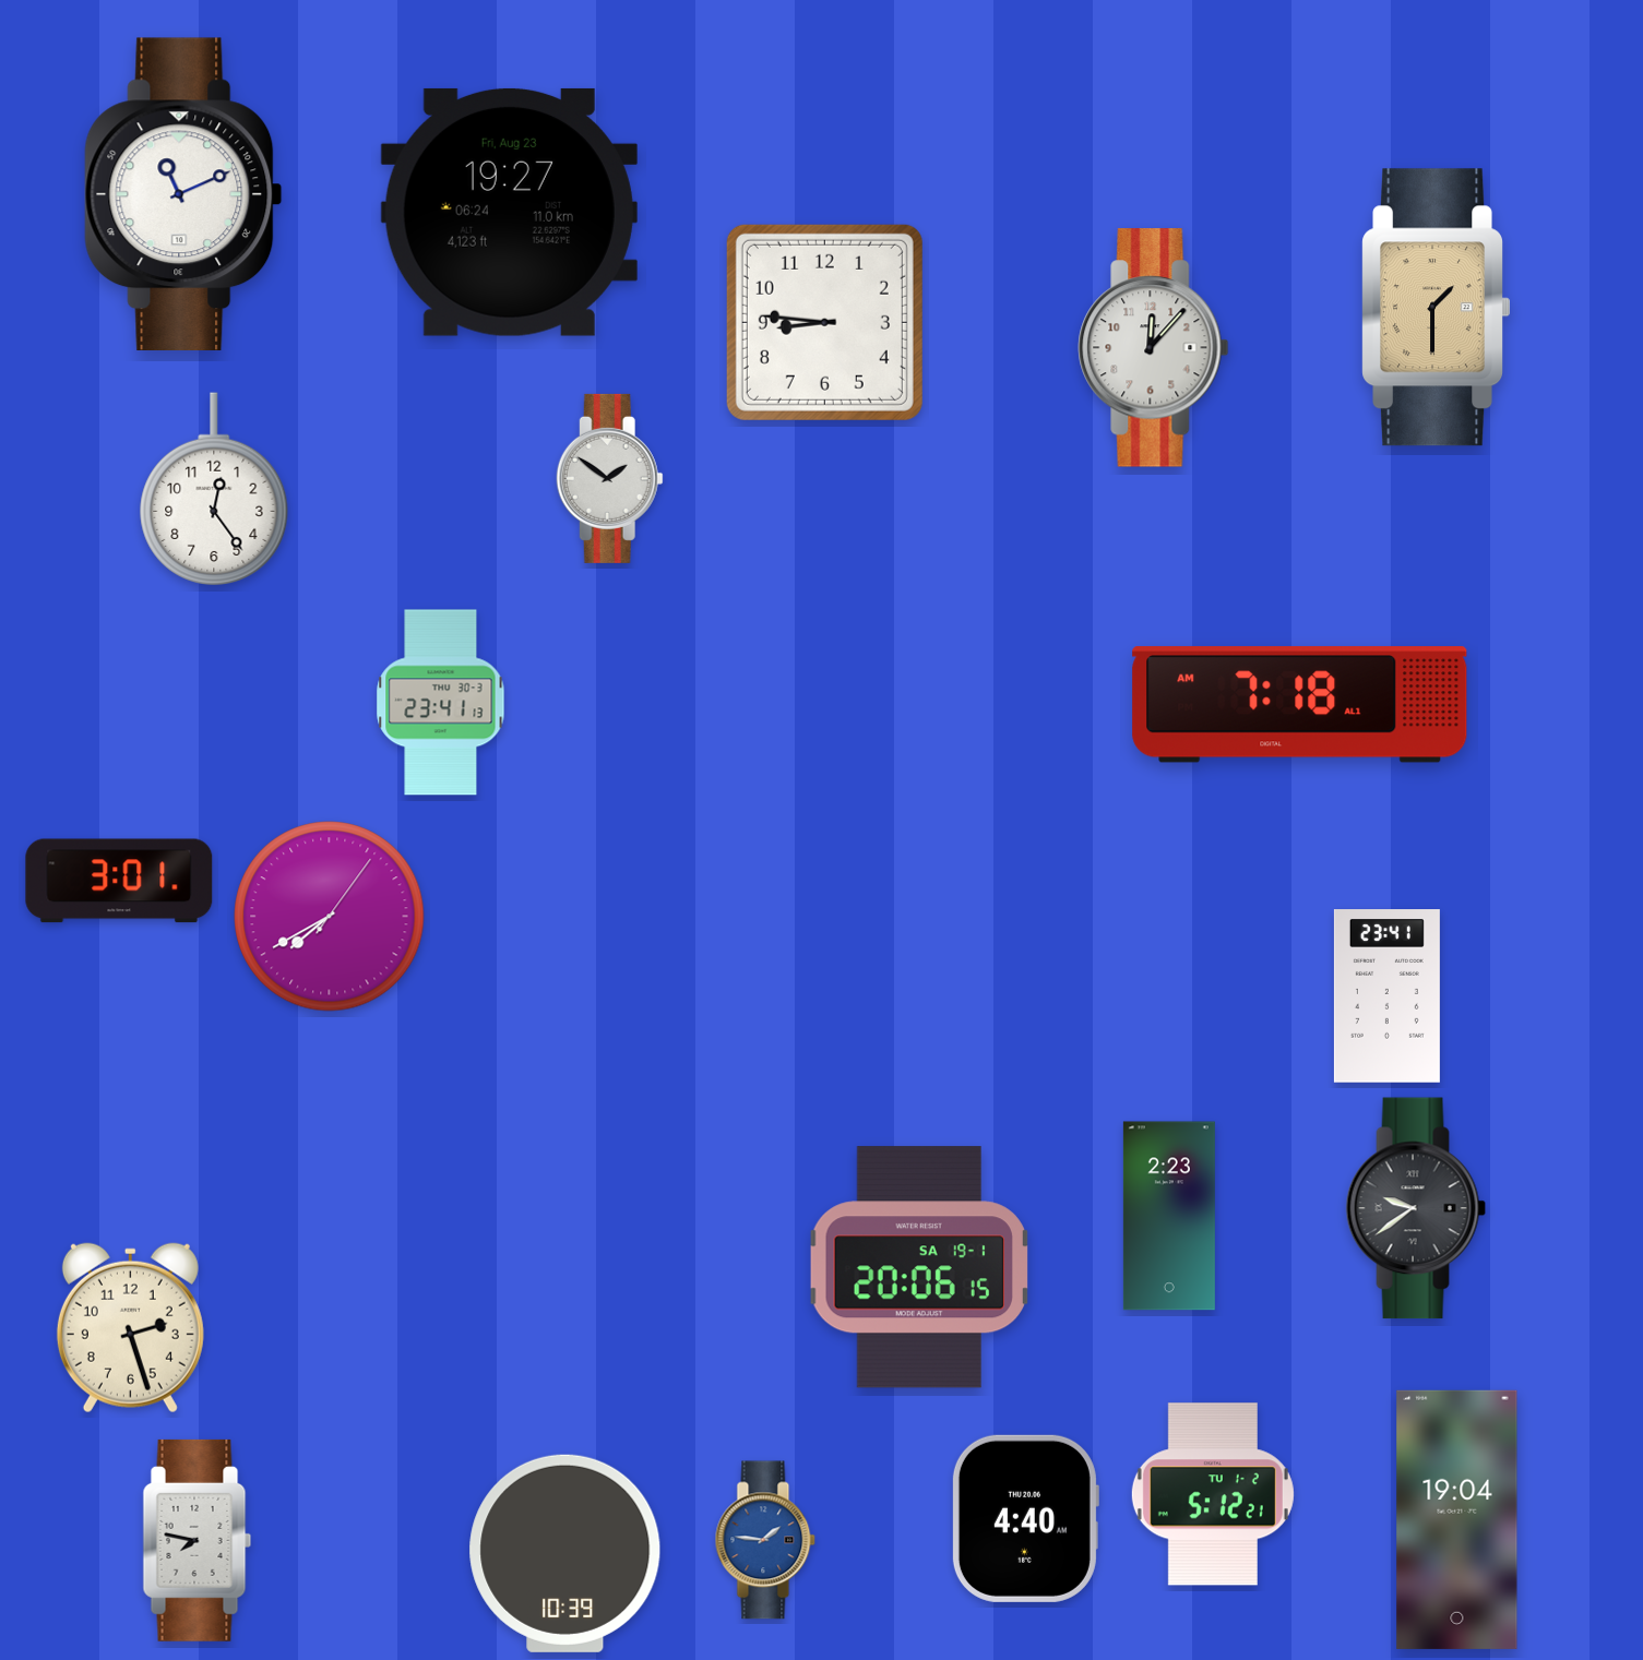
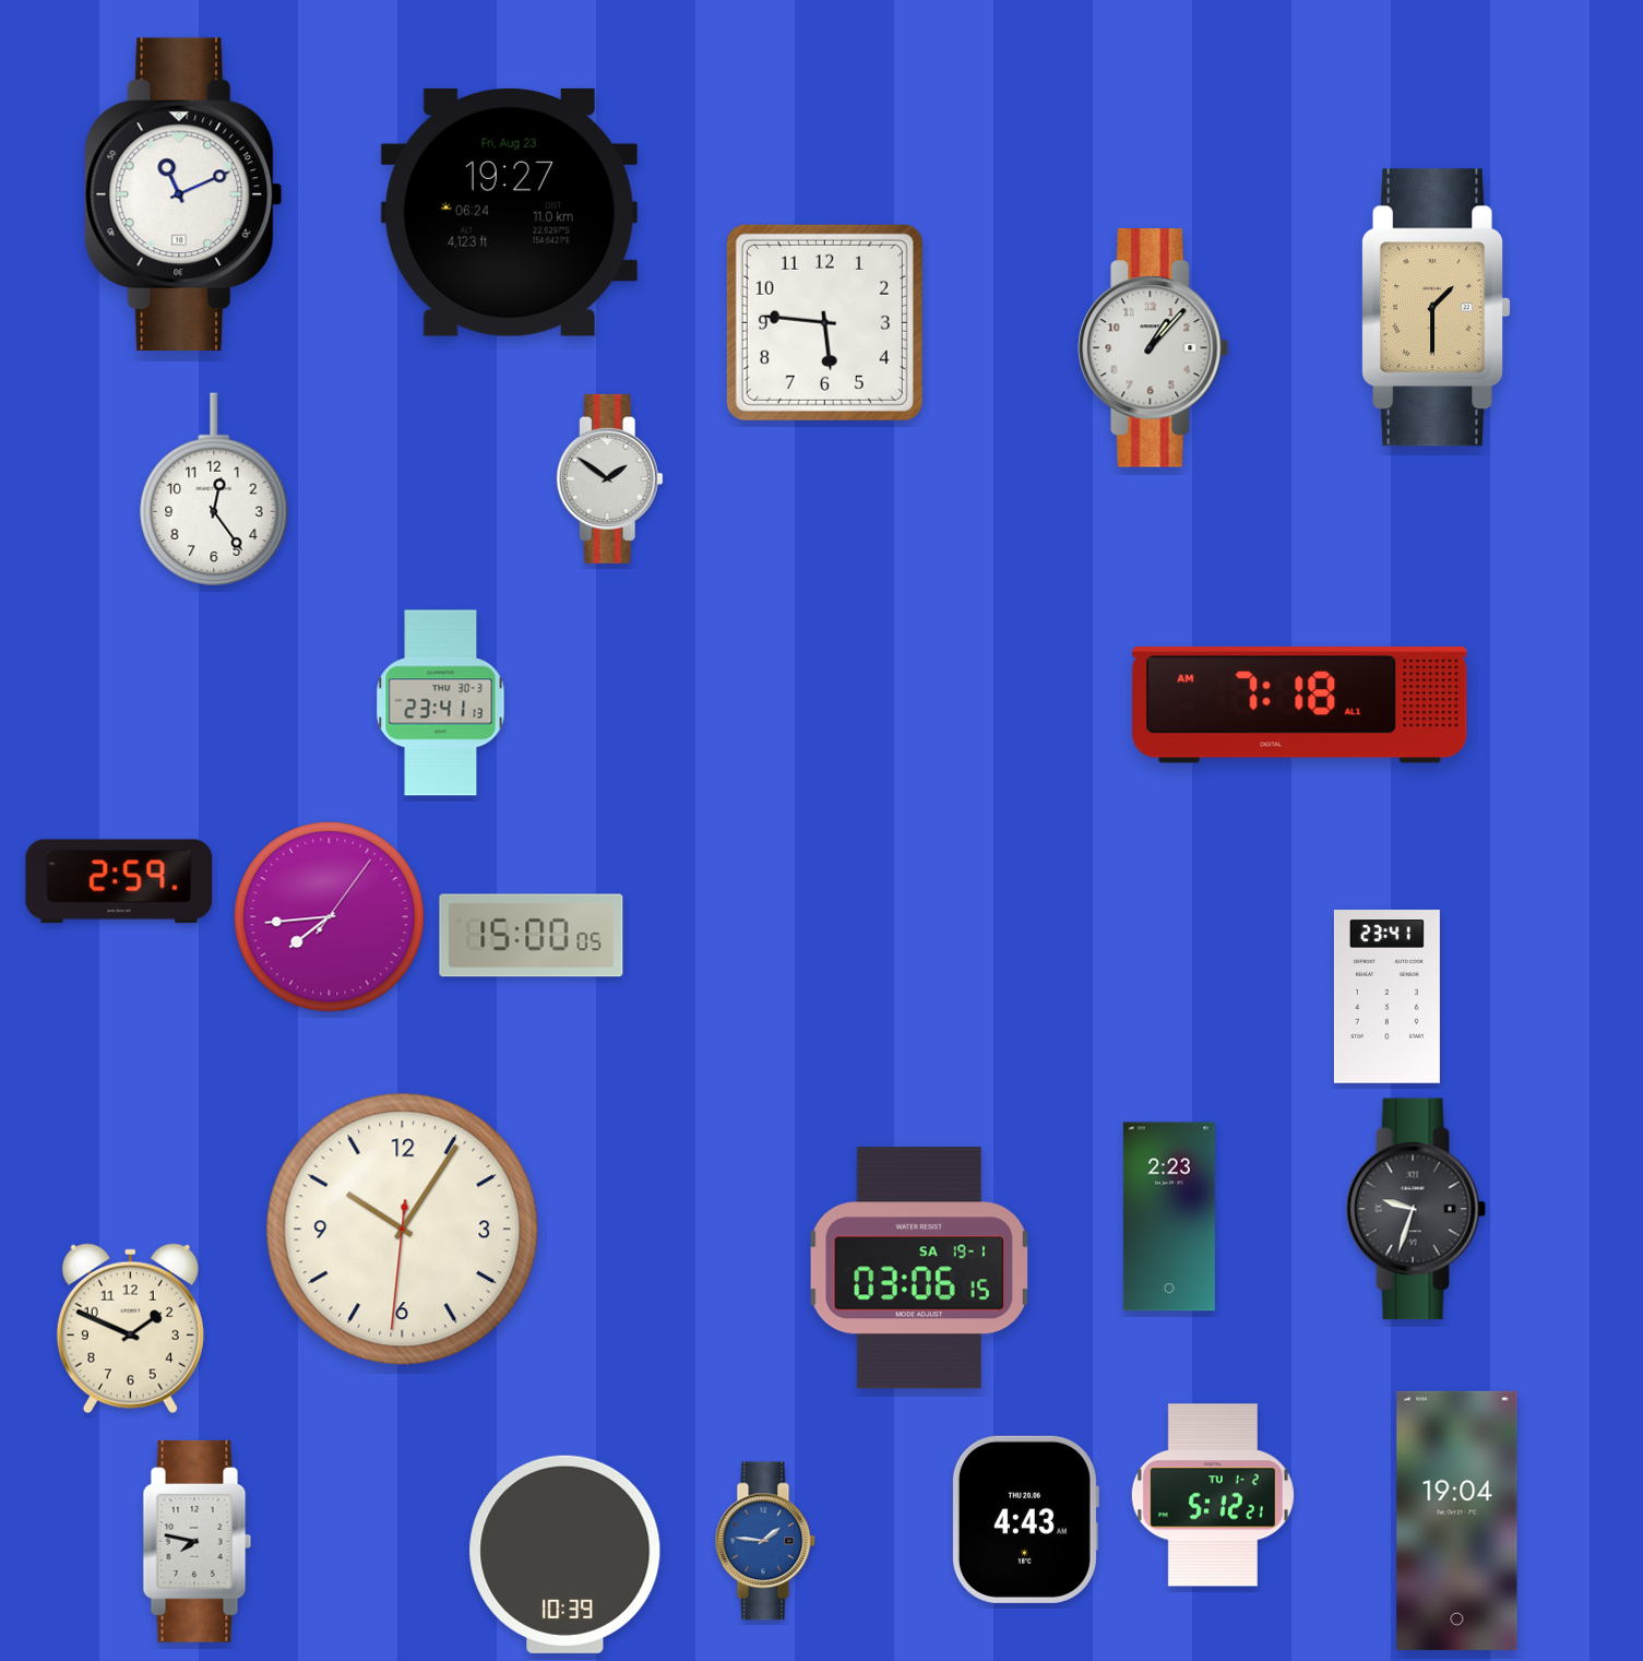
clock at (824, 322): 8:46 -> 5:46
clock at (1154, 348): 12:07 -> 1:07
clock at (119, 881): 3:01 -> 2:59
clock at (330, 917): 7:40 -> 7:44
clock at (532, 936): none -> 15:00
clock at (1416, 1208): 9:39 -> 9:33
clock at (403, 1230): none -> 10:05
clock at (919, 1267): 20:06 -> 03:06
clock at (130, 1328): 2:27 -> 1:49
clock at (1025, 1518): 4:40 -> 4:43
